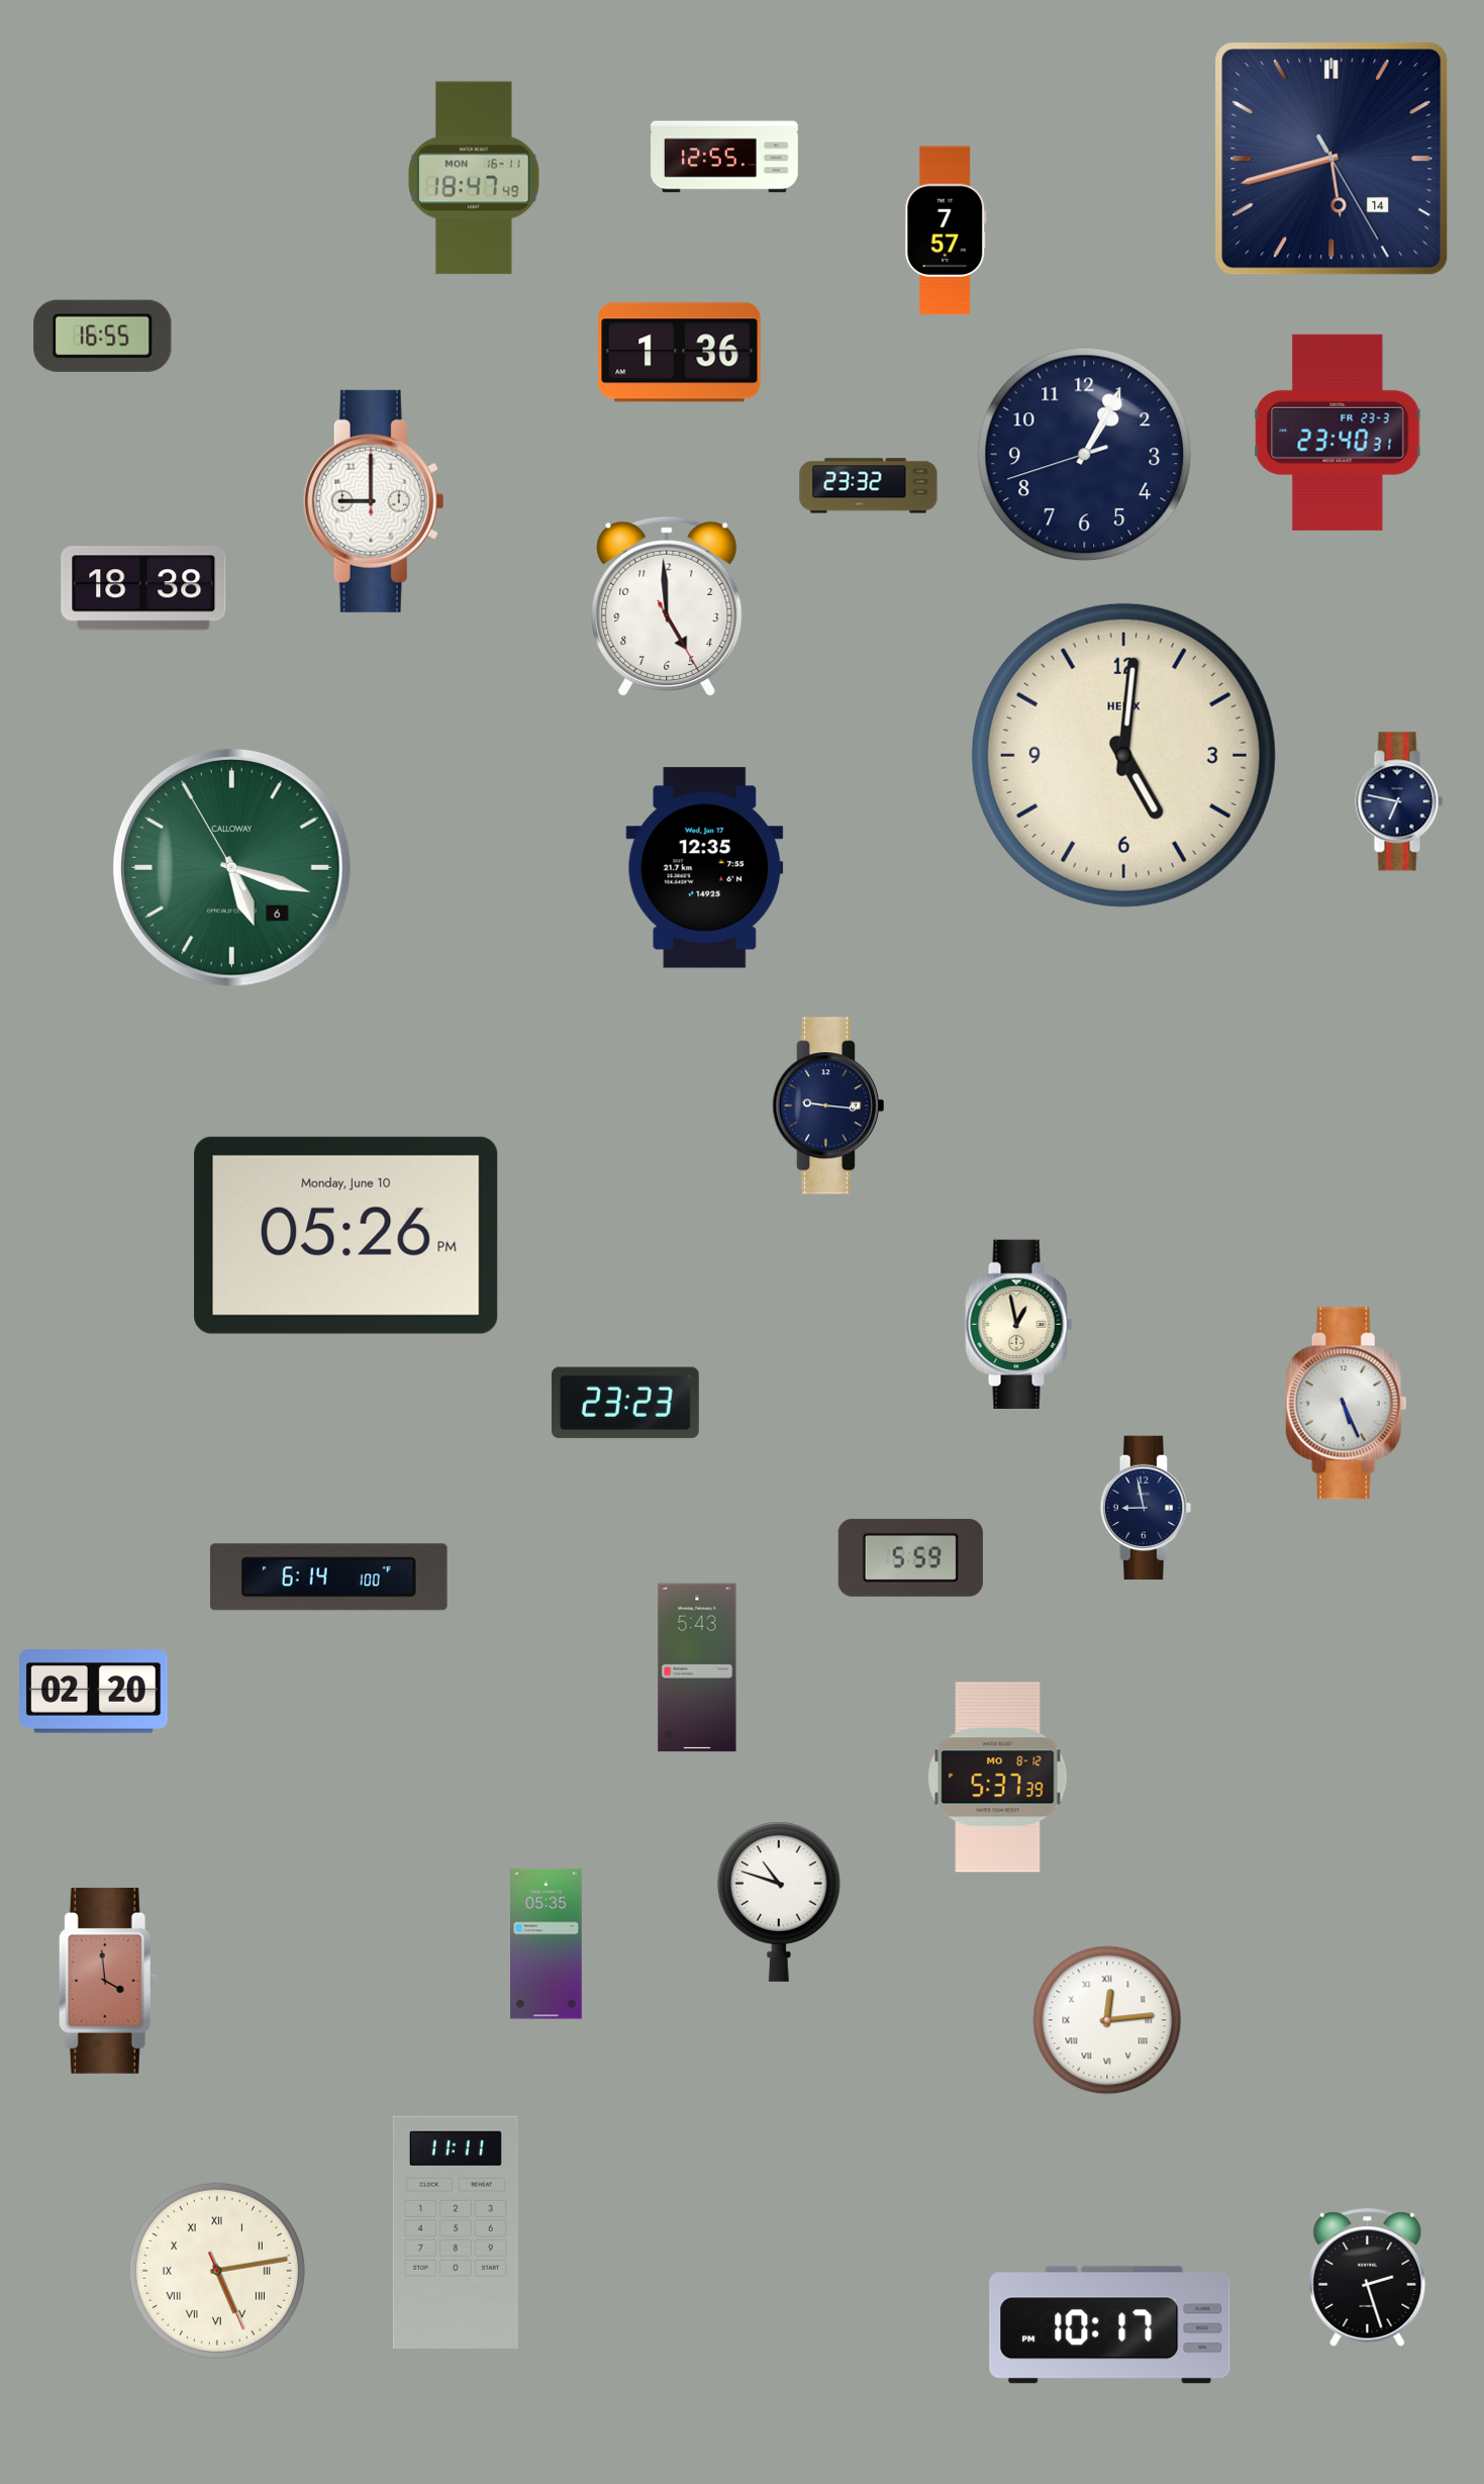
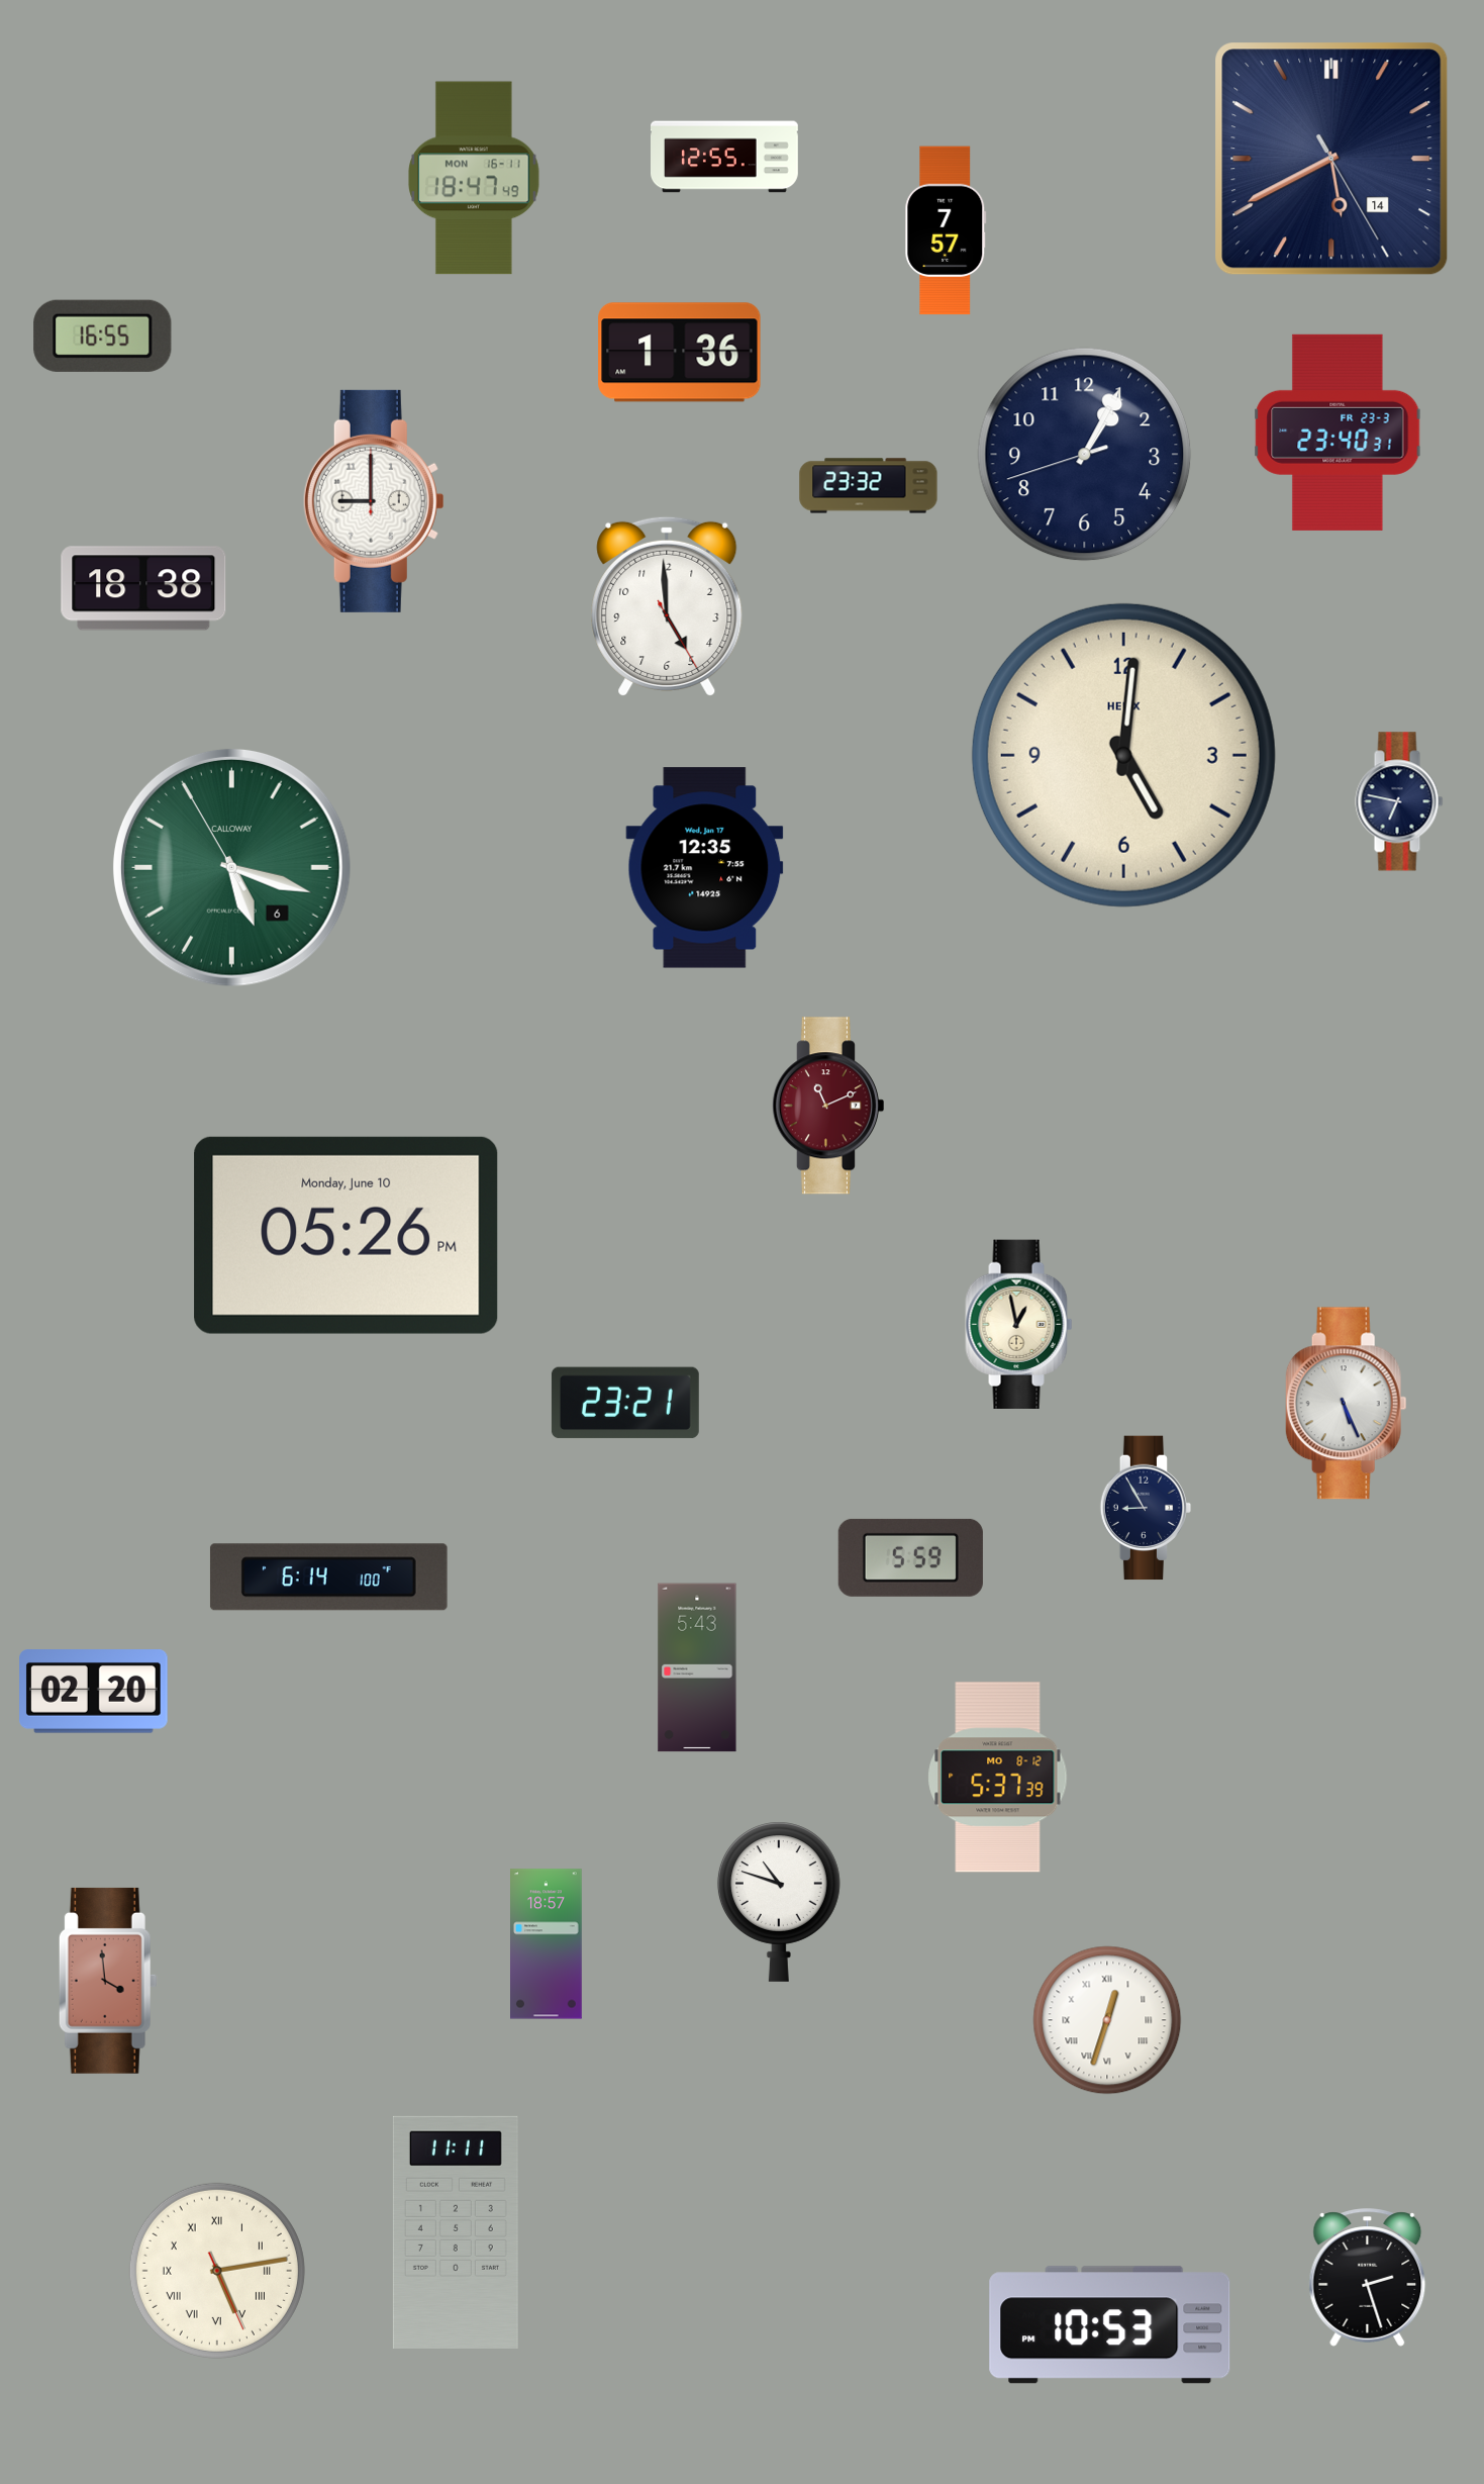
clock at (1331, 159): 5:42 -> 5:40
clock at (827, 1106): 9:16 -> 11:11
clock at (827, 1106) dial: navy -> burgundy
clock at (625, 1403): 23:23 -> 23:21
clock at (1146, 1508): 8:58 -> 8:55
clock at (547, 1944): 05:35 -> 18:57
clock at (1107, 2020): 12:14 -> 12:33
clock at (1110, 2325): 10:17 -> 10:53
